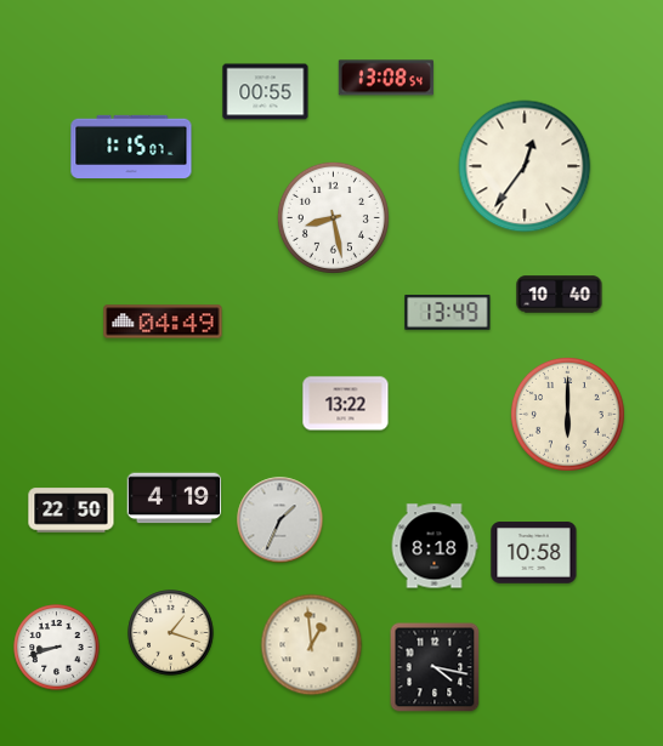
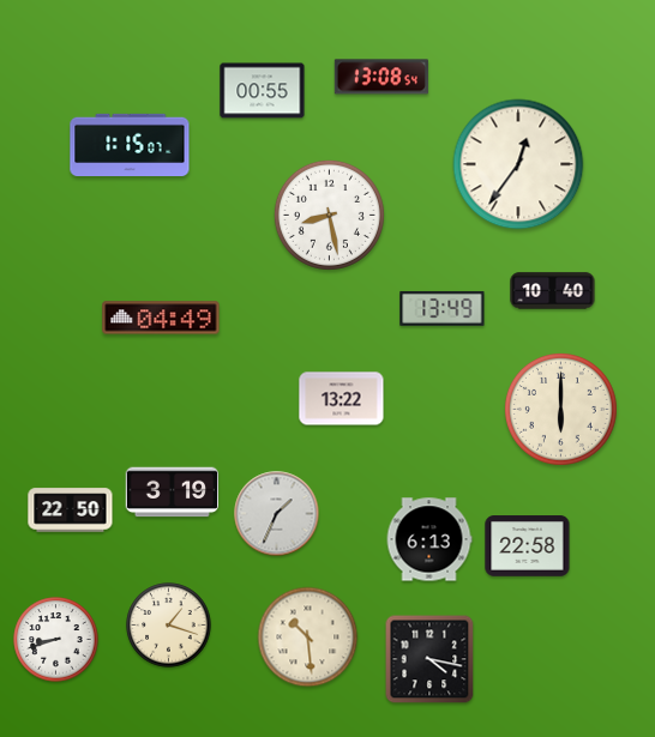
clock at (175, 499): 4:19 -> 3:19
clock at (72, 511) position: (72, 511) -> (71, 511)
clock at (435, 546): 8:18 -> 6:13
clock at (534, 553): 10:58 -> 22:58
clock at (312, 645): 12:59 -> 10:29
